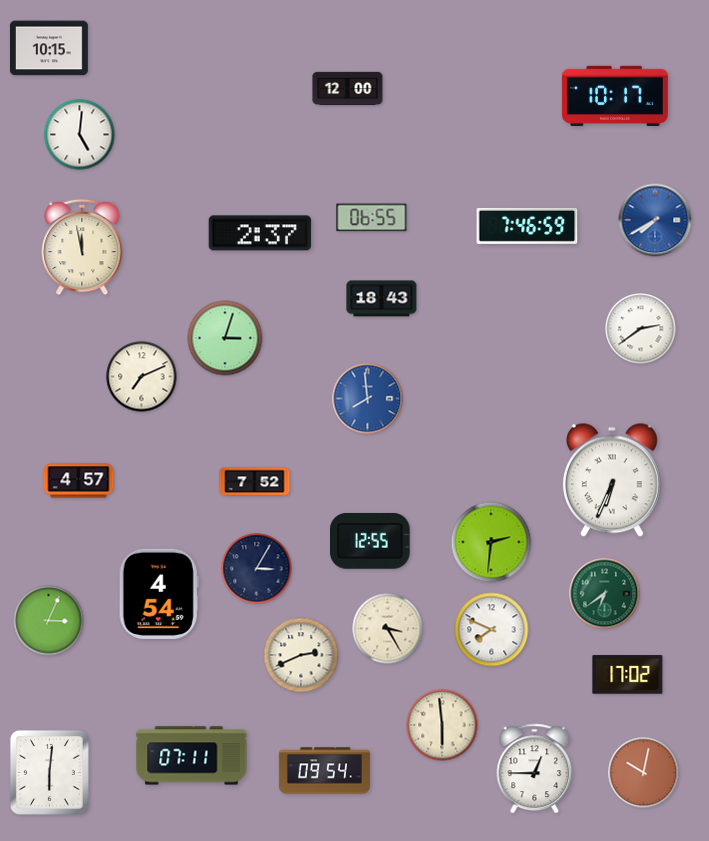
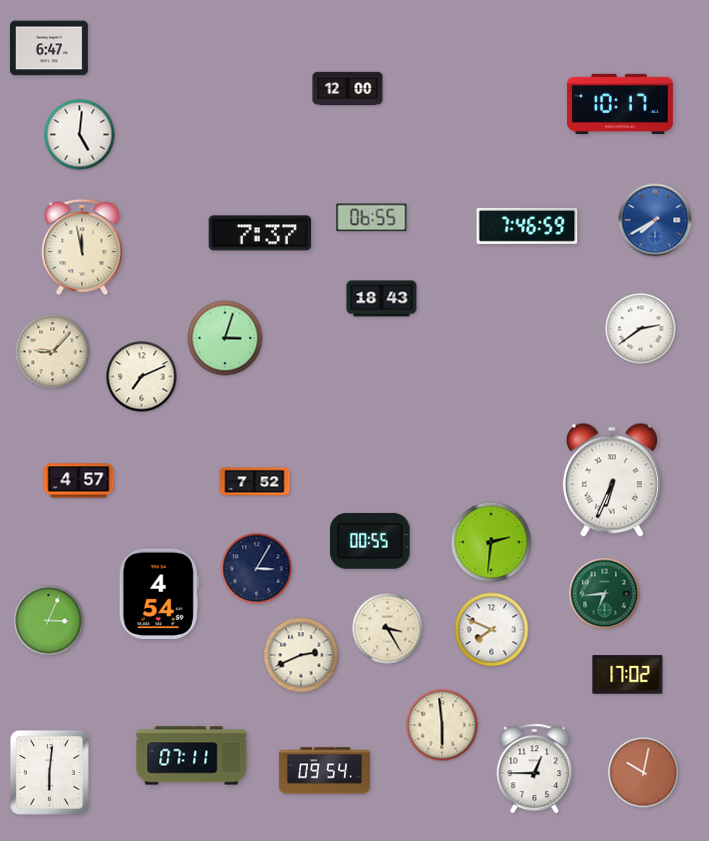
clock at (49, 48): 10:15 -> 6:47
clock at (615, 96) position: (615, 96) -> (620, 104)
clock at (260, 233): 2:37 -> 7:37
clock at (53, 352): none -> 9:07
clock at (368, 399): 7:59 -> none
clock at (370, 541): 12:55 -> 00:55
clock at (605, 594): 6:39 -> 6:44
